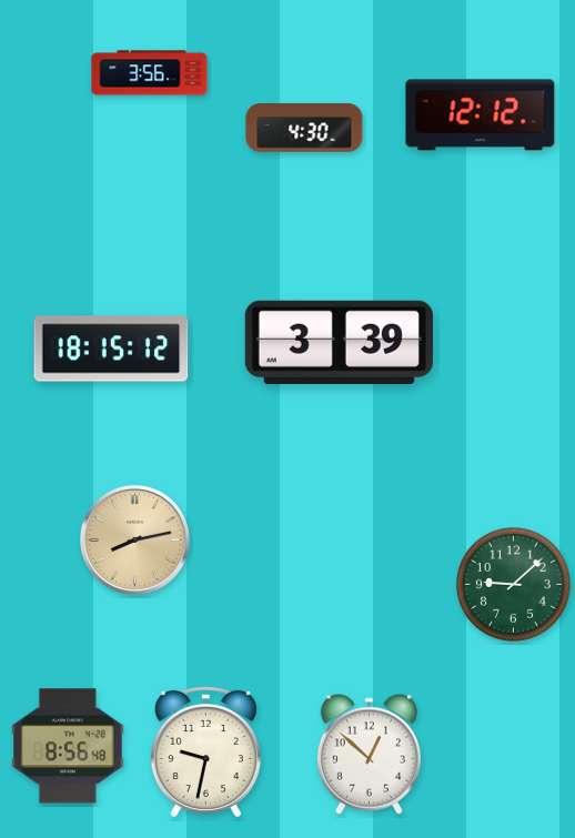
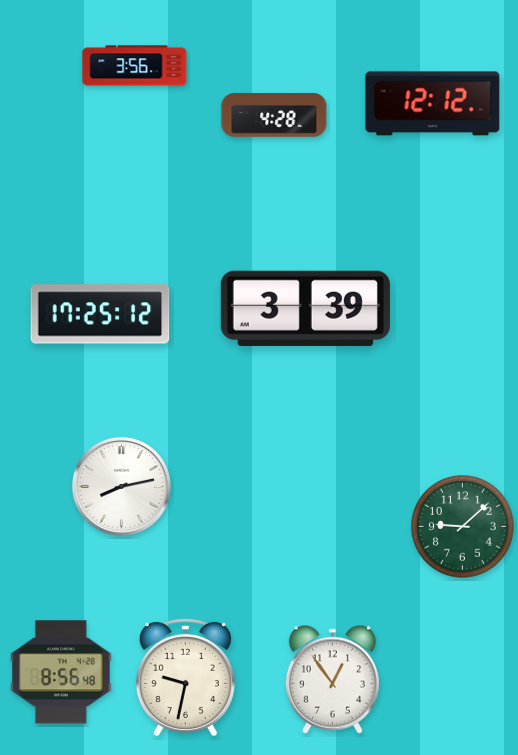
clock at (304, 128): 4:30 -> 4:28
clock at (111, 349): 18:15 -> 17:25
clock at (134, 539) dial: champagne -> white
clock at (369, 754): 12:52 -> 12:54
